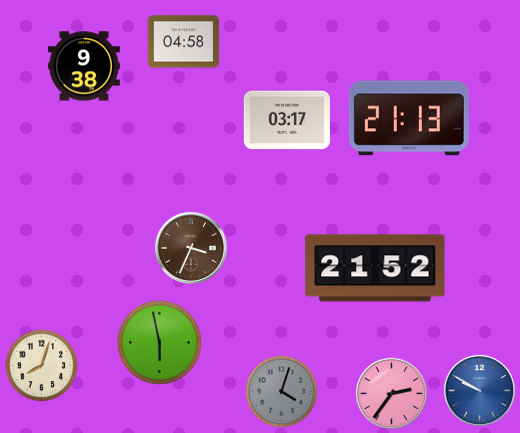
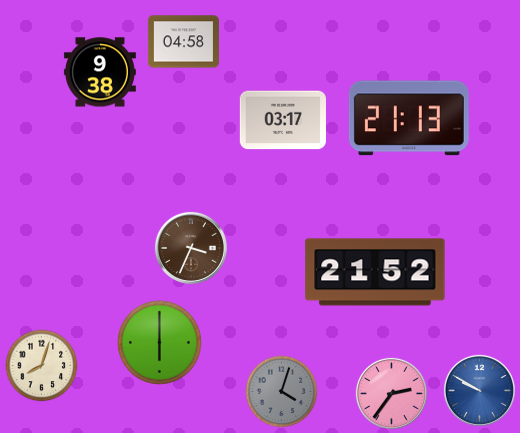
clock at (84, 66) position: (84, 66) -> (100, 72)
clock at (287, 120) position: (287, 120) -> (283, 120)
clock at (375, 268) position: (375, 268) -> (375, 272)
clock at (160, 343): 5:58 -> 6:00
